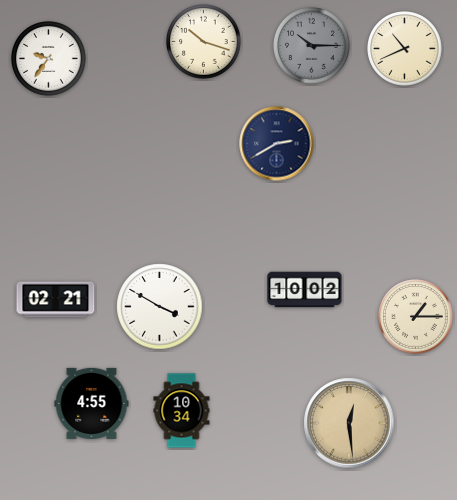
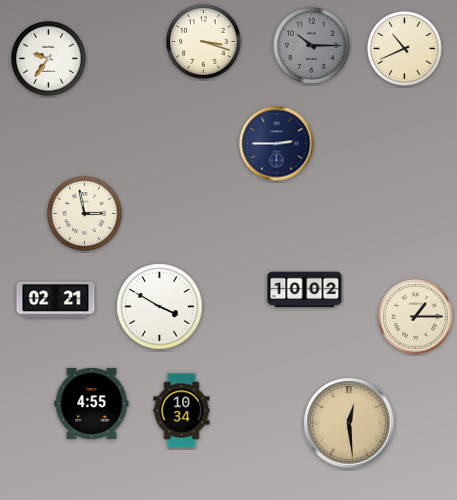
clock at (204, 42): 10:18 -> 3:18
clock at (277, 144): 2:40 -> 2:45
clock at (85, 214): none -> 2:58
